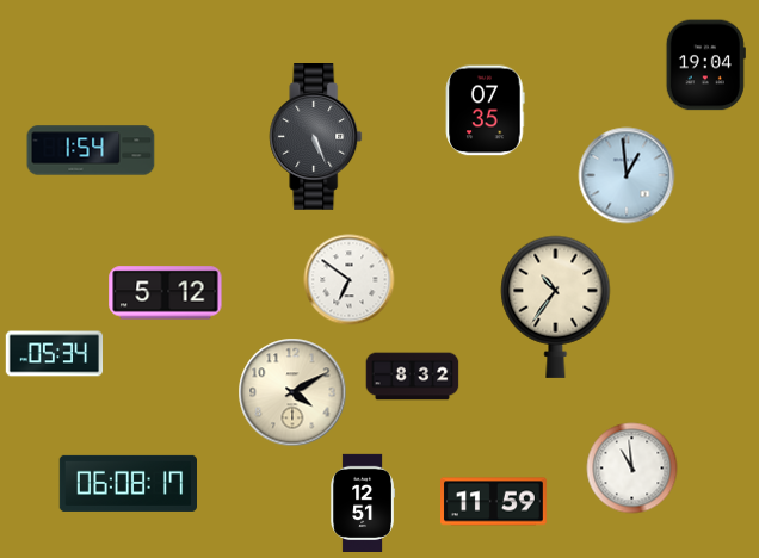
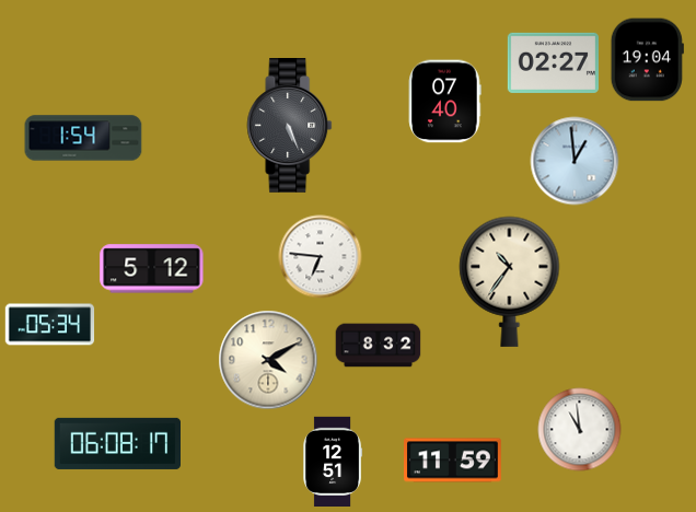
clock at (553, 62): none -> 02:27
clock at (486, 111): 07:35 -> 07:40
clock at (350, 280): 6:51 -> 6:46
